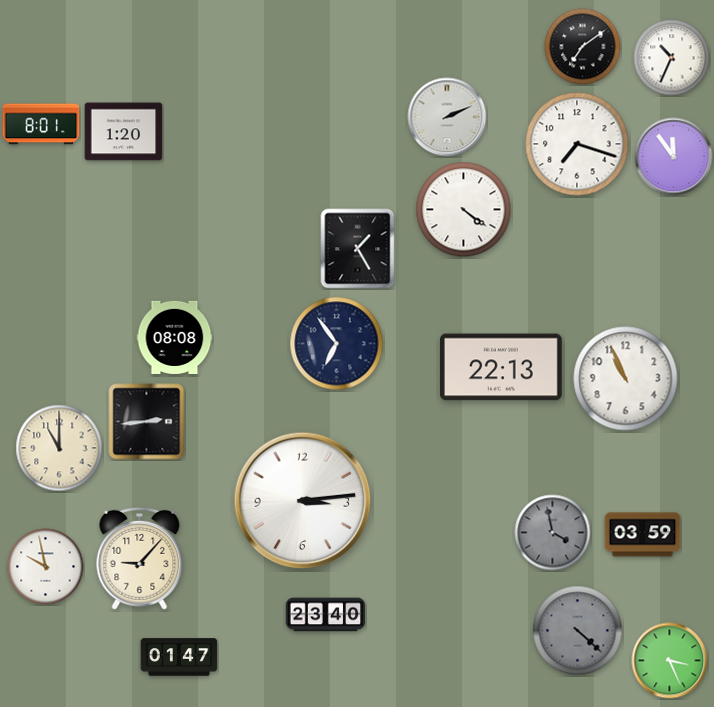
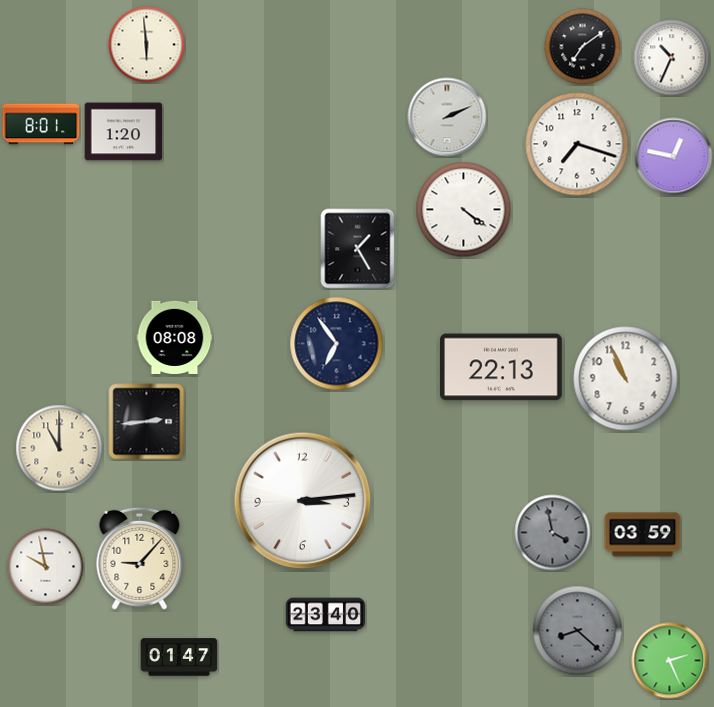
clock at (147, 45): none -> 5:59
clock at (674, 157): 11:54 -> 12:47
clock at (578, 631): 4:22 -> 8:22
clock at (670, 661): 3:26 -> 2:26
